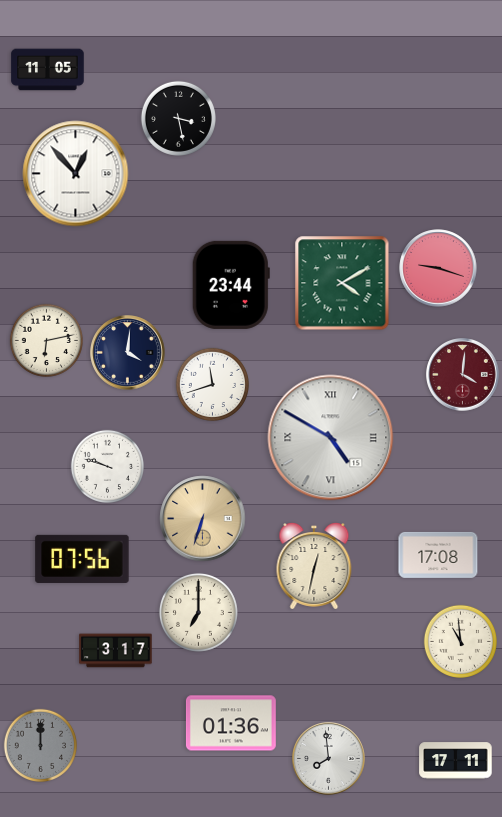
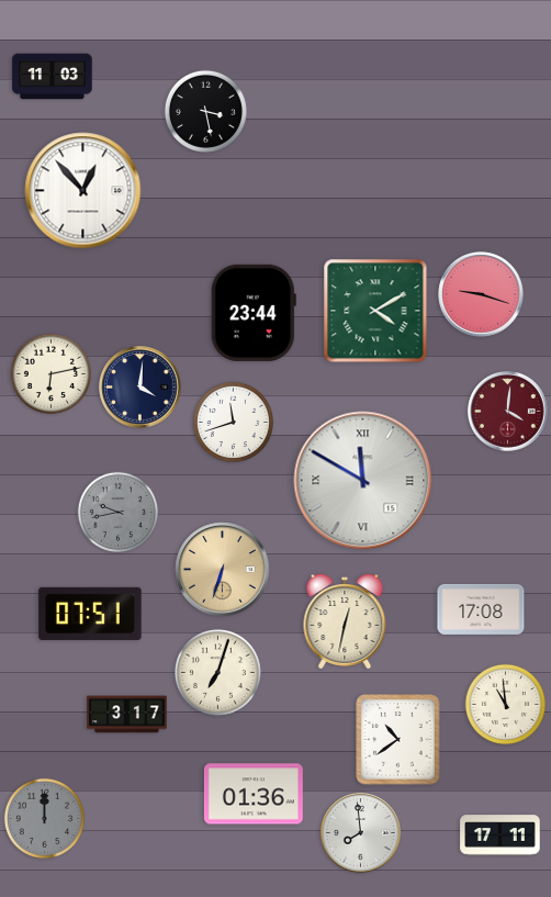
clock at (48, 70): 11:05 -> 11:03
clock at (178, 118) position: (178, 118) -> (205, 111)
clock at (331, 438): 4:50 -> 11:50
clock at (107, 466): 9:48 -> 9:43
clock at (107, 466) dial: white -> grey
clock at (82, 559): 07:56 -> 07:51
clock at (198, 612): 7:00 -> 7:03
clock at (398, 740): none -> 10:39
